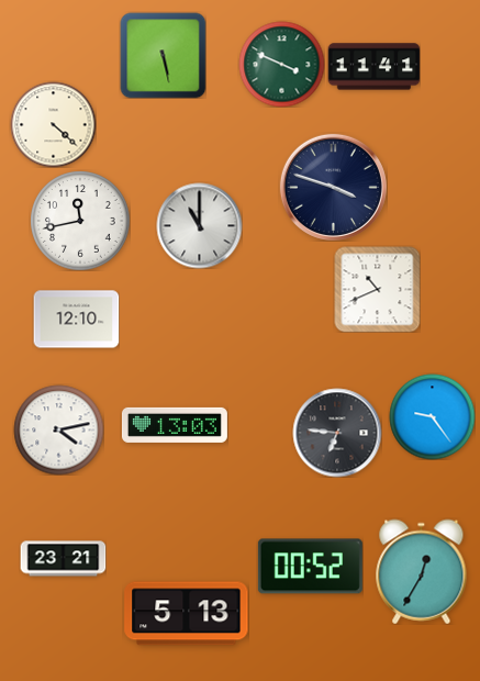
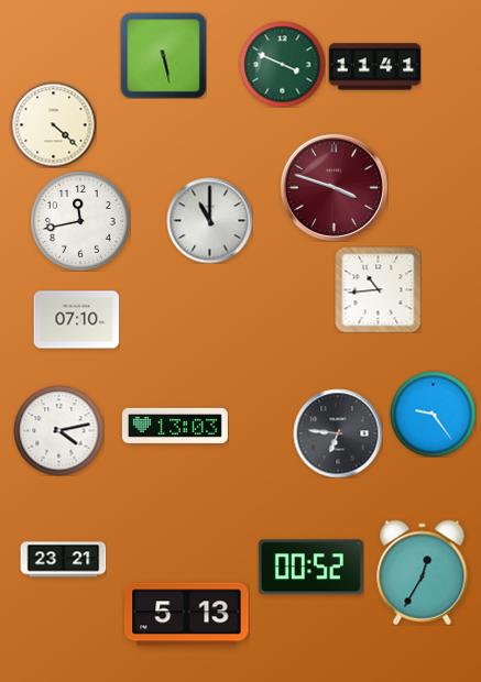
clock at (333, 187) dial: navy -> burgundy
clock at (199, 225) position: (199, 225) -> (209, 220)
clock at (377, 289): 10:41 -> 10:44
clock at (76, 320): 12:10 -> 07:10
clock at (432, 416) position: (432, 416) -> (433, 414)
